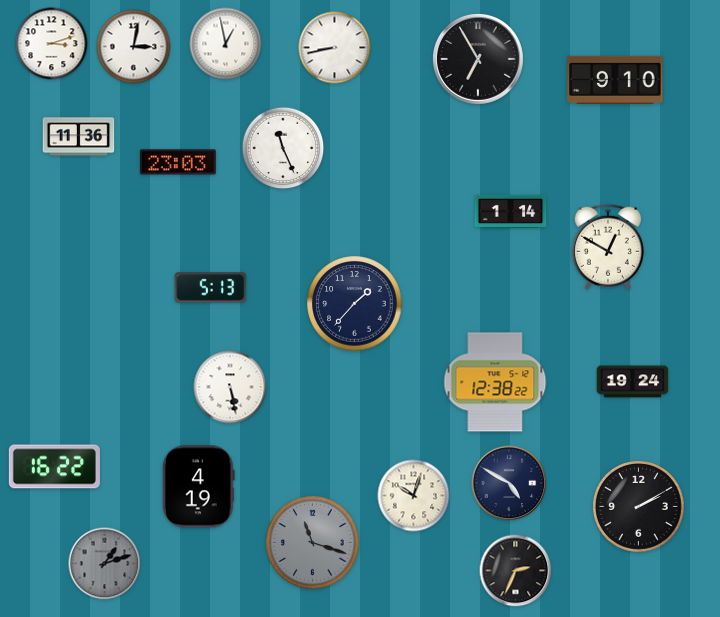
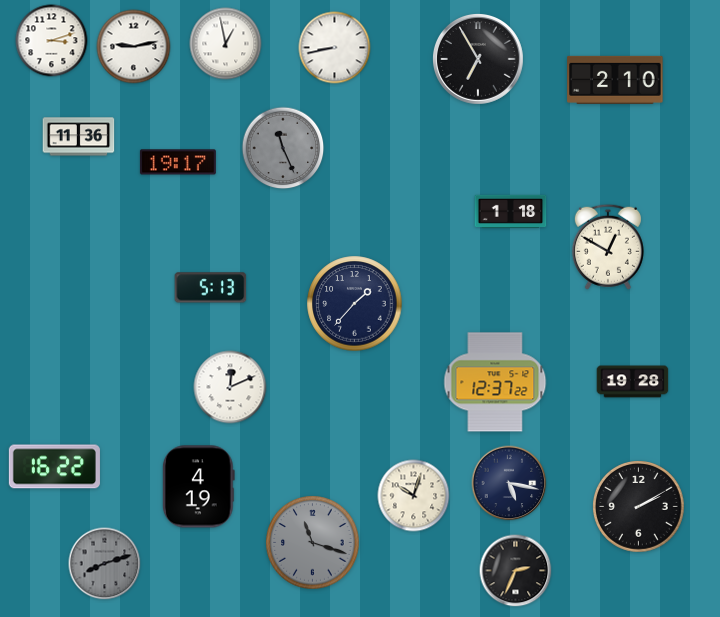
clock at (52, 44) position: (52, 44) -> (52, 41)
clock at (134, 47): 3:02 -> 9:13
clock at (615, 80): 9:10 -> 2:10
clock at (283, 148) dial: white -> grey
clock at (178, 162): 23:03 -> 19:17
clock at (511, 211): 1:14 -> 1:18
clock at (495, 382): 12:38 -> 12:37
clock at (633, 382): 19:24 -> 19:28
clock at (230, 387): 5:28 -> 12:11
clock at (509, 483): 4:50 -> 5:17
clock at (105, 564): 1:12 -> 8:12
